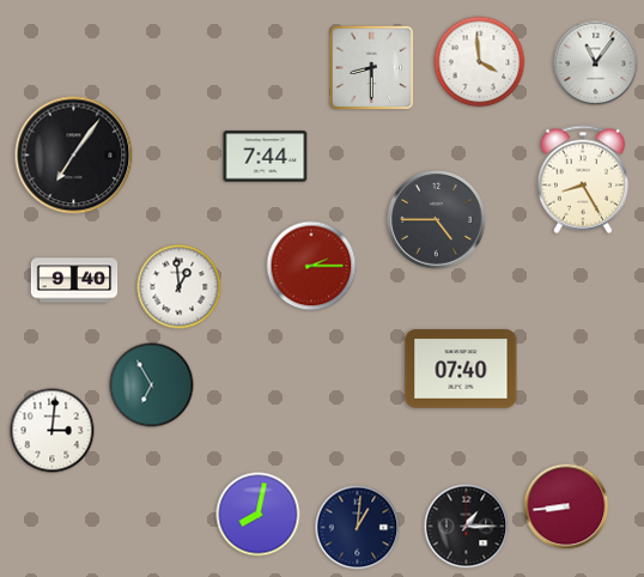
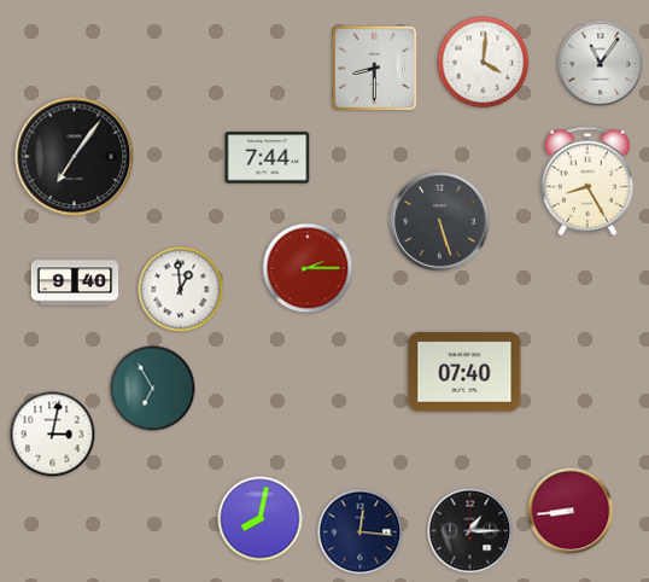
clock at (480, 62): 3:59 -> 4:01
clock at (437, 220): 4:45 -> 5:27
clock at (311, 266) position: (311, 266) -> (308, 268)
clock at (53, 431): 3:01 -> 3:02
clock at (358, 528): 1:01 -> 12:16
